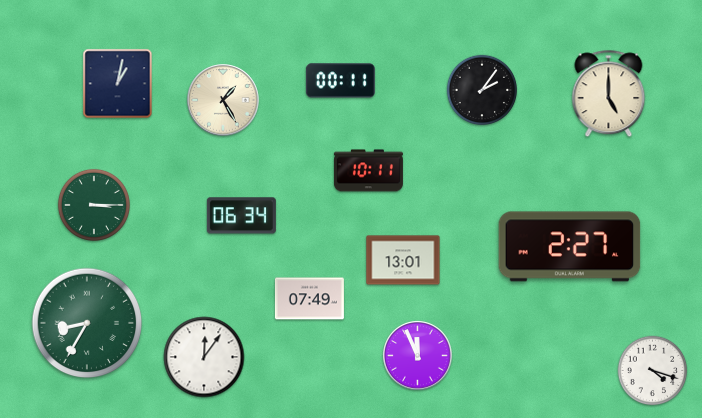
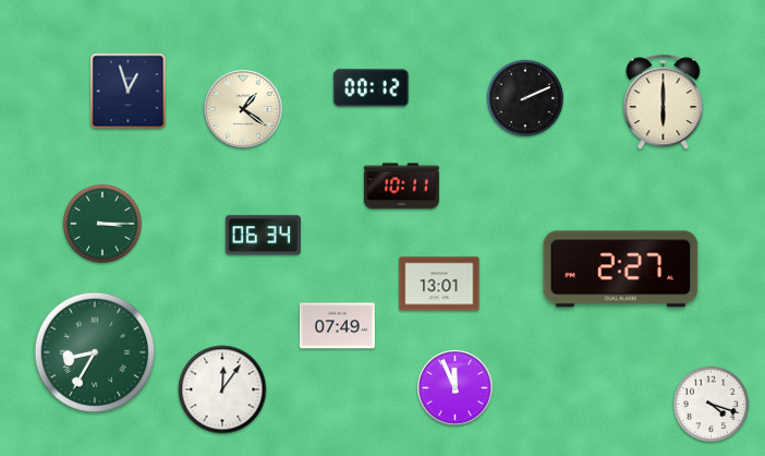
clock at (340, 81): 00:11 -> 00:12
clock at (118, 84): 1:02 -> 12:57
clock at (482, 90): 2:06 -> 2:11
clock at (609, 94): 5:00 -> 6:00
clock at (223, 100): 1:25 -> 1:21
